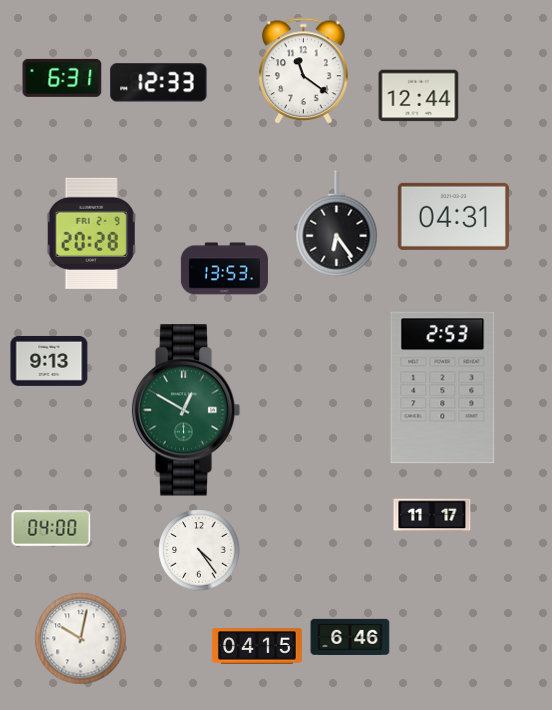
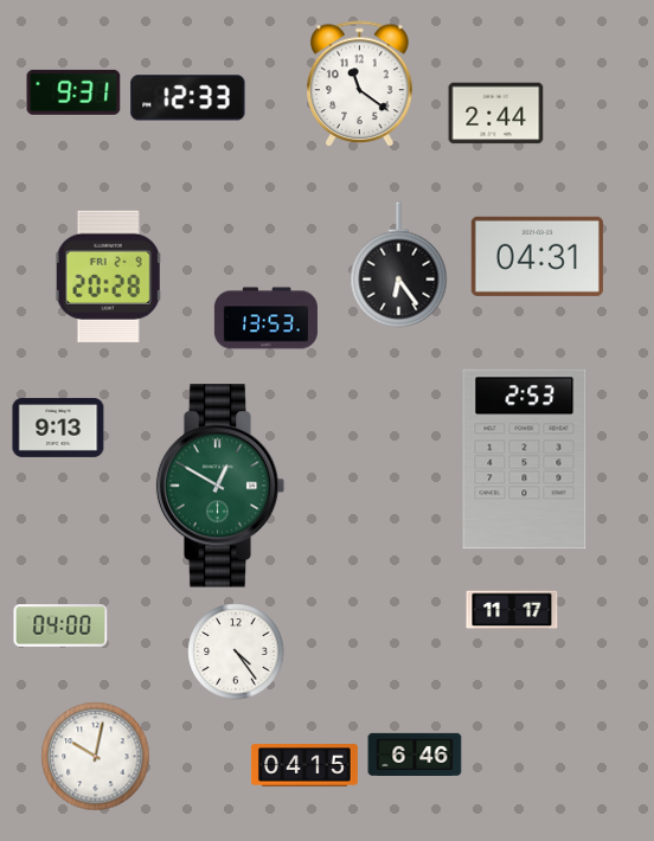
clock at (62, 78): 6:31 -> 9:31
clock at (419, 96): 12:44 -> 2:44
